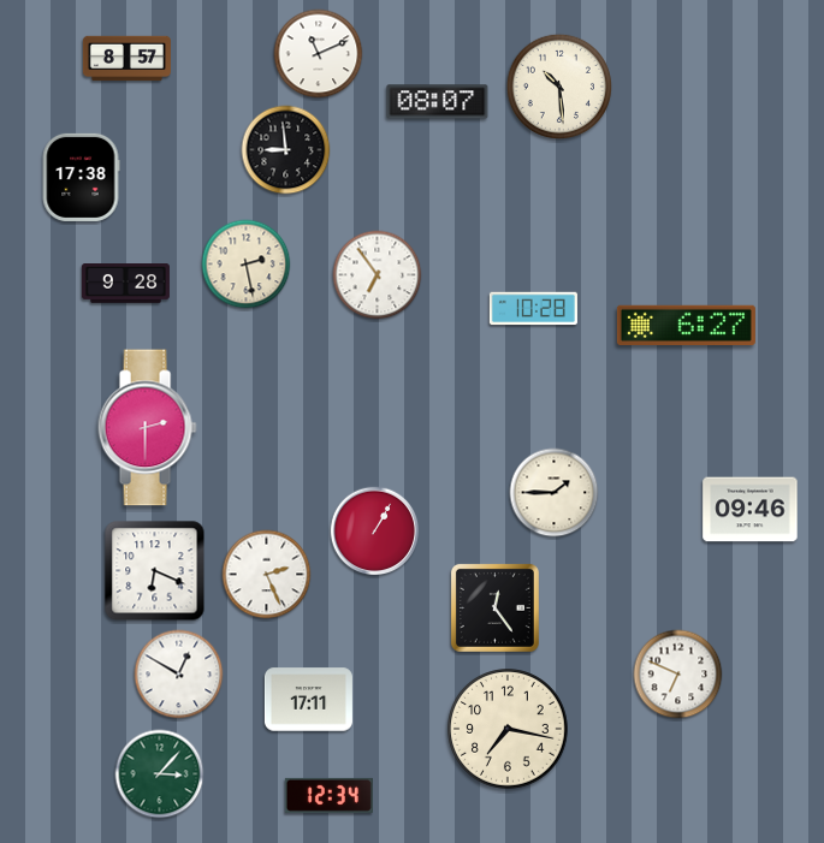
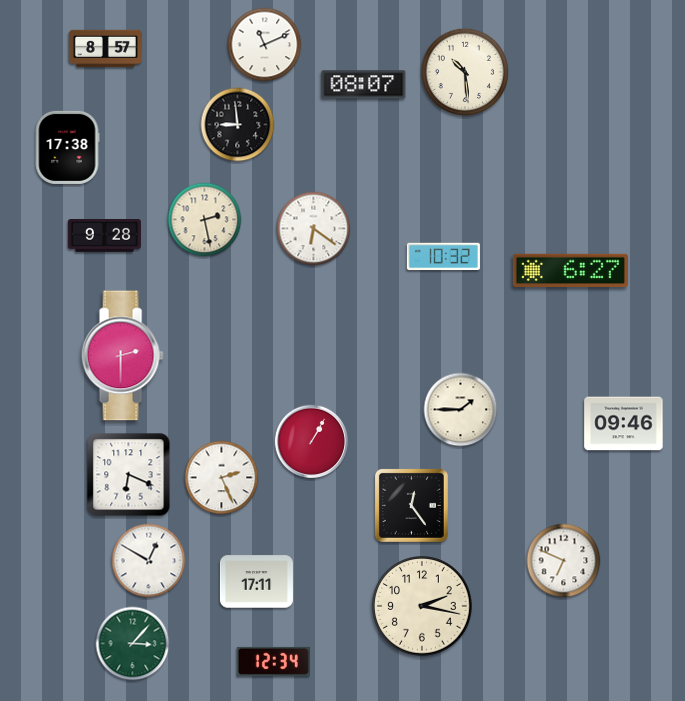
clock at (378, 275): 6:54 -> 6:21
clock at (533, 309): 10:28 -> 10:32
clock at (508, 729): 7:17 -> 2:17
